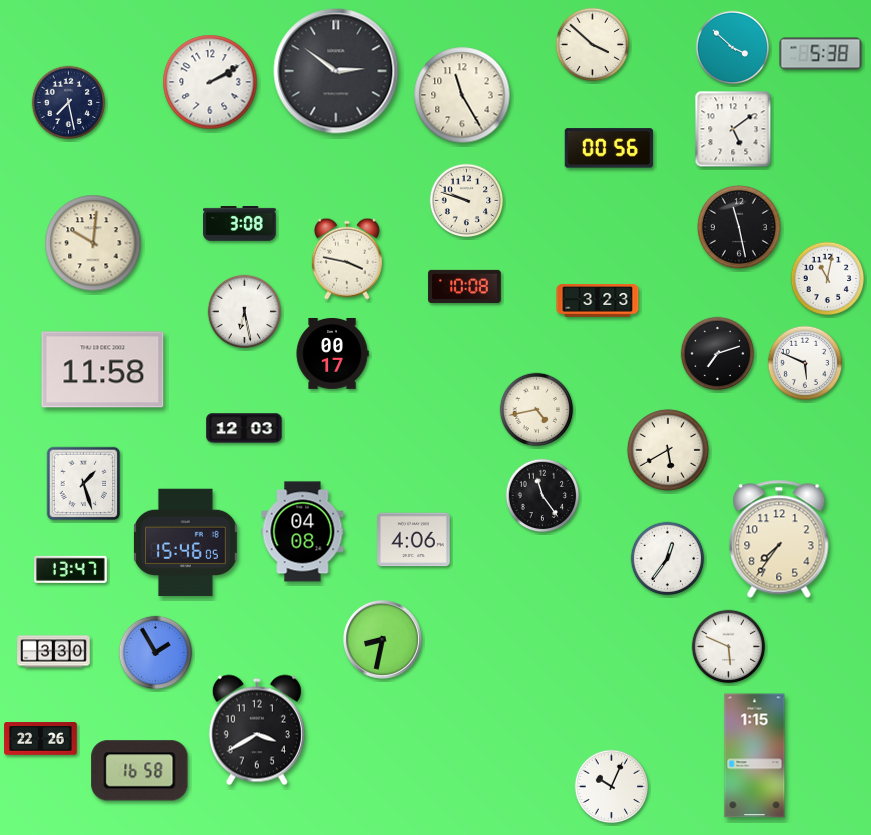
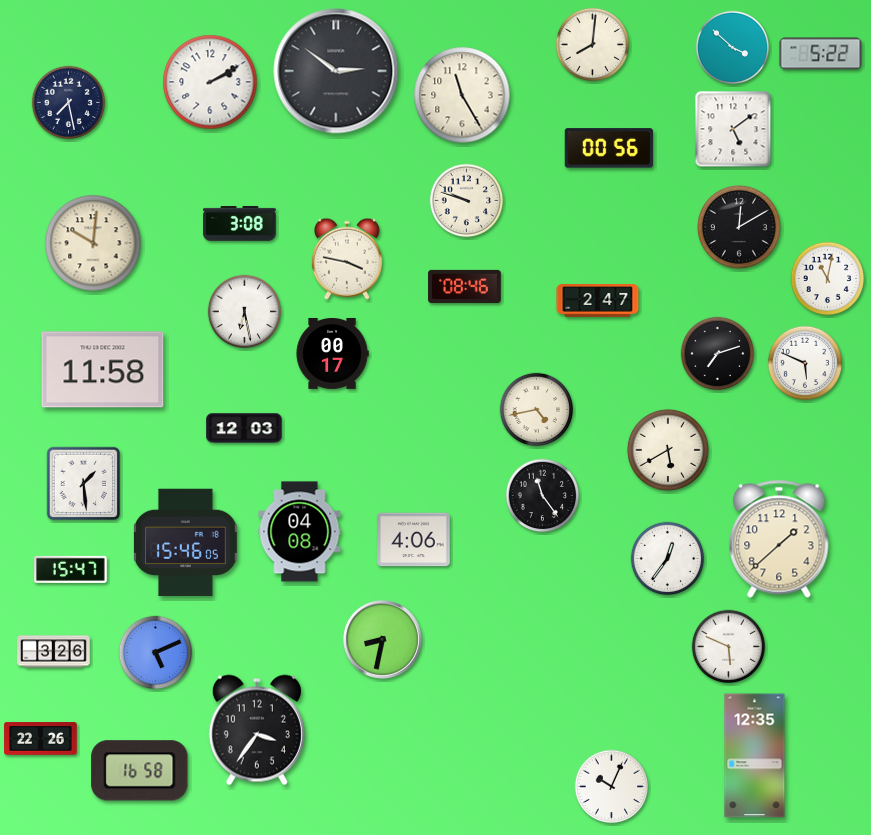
clock at (593, 45): 3:52 -> 8:01
clock at (821, 54): 5:38 -> 5:22
clock at (739, 227): 11:28 -> 12:10
clock at (465, 286): 10:08 -> 08:46
clock at (598, 301): 3:23 -> 2:47
clock at (84, 484): 1:27 -> 1:29
clock at (303, 532) position: (303, 532) -> (300, 532)
clock at (779, 539): 7:36 -> 1:38
clock at (71, 569): 13:47 -> 15:47
clock at (54, 652): 3:30 -> 3:26
clock at (156, 653): 1:55 -> 5:11
clock at (257, 730): 3:40 -> 3:36
clock at (755, 756): 1:15 -> 12:35
